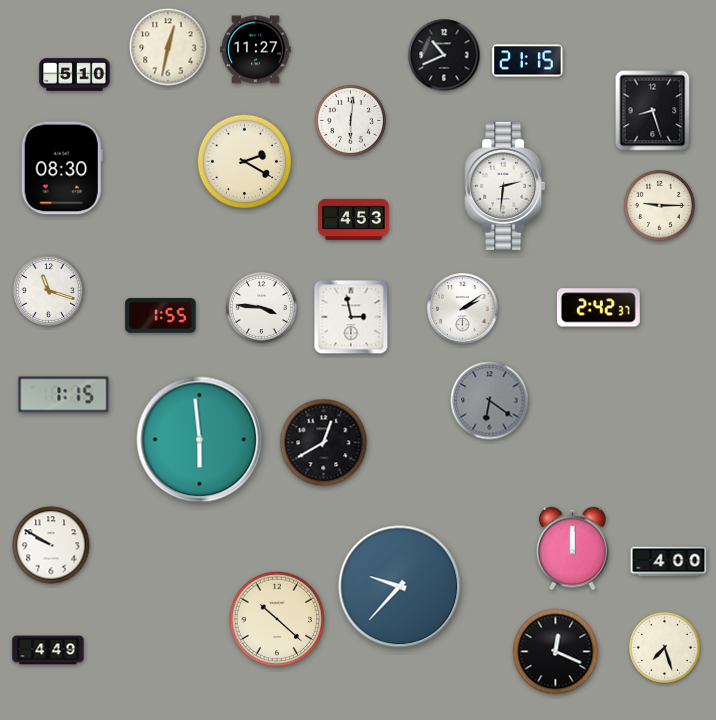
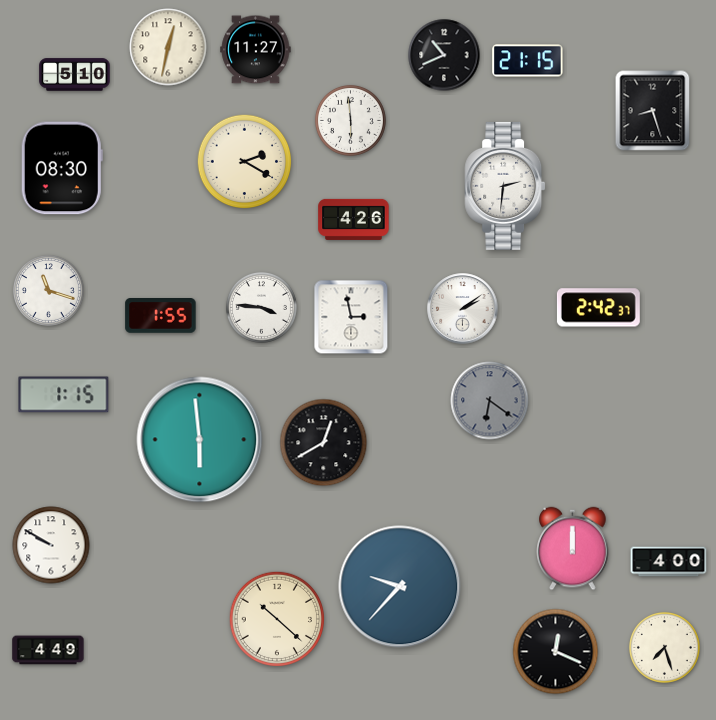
clock at (350, 120): 6:01 -> 5:59
clock at (659, 205): 9:15 -> none
clock at (354, 219): 4:53 -> 4:26
